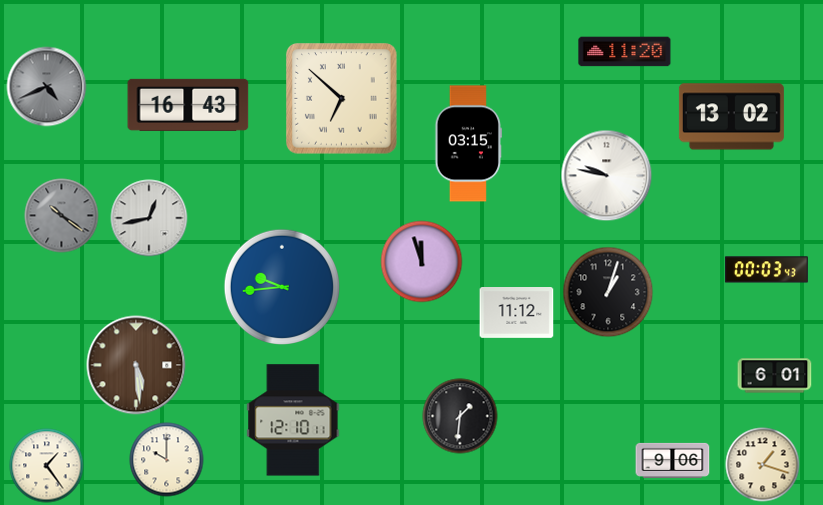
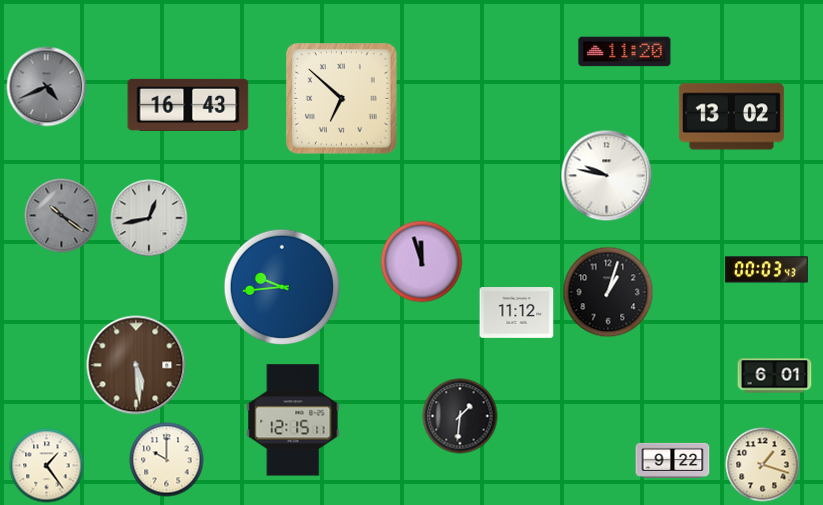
clock at (468, 144): 03:15 -> none
clock at (293, 420): 12:10 -> 12:15
clock at (673, 460): 9:06 -> 9:22
